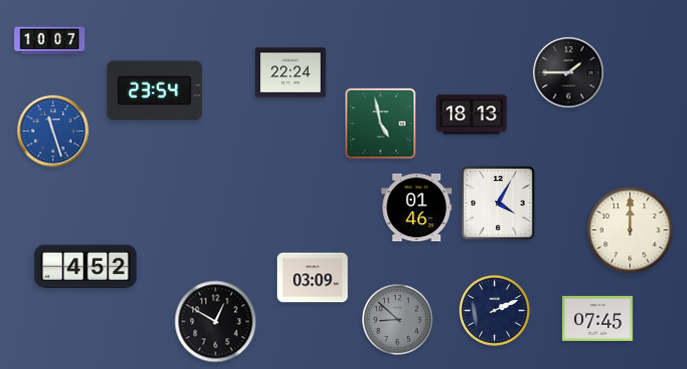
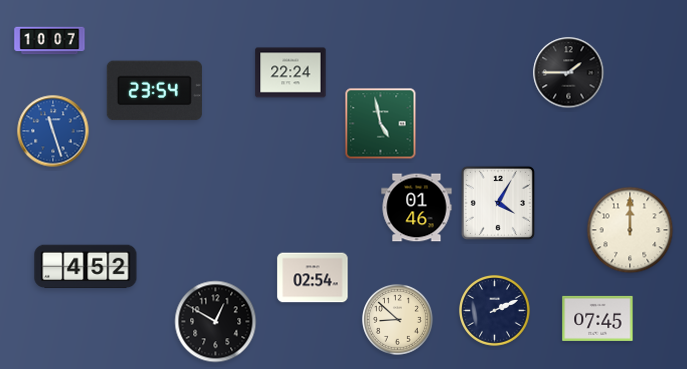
clock at (472, 115): 18:13 -> none
clock at (313, 278): 03:09 -> 02:54
clock at (398, 320) dial: grey -> cream
